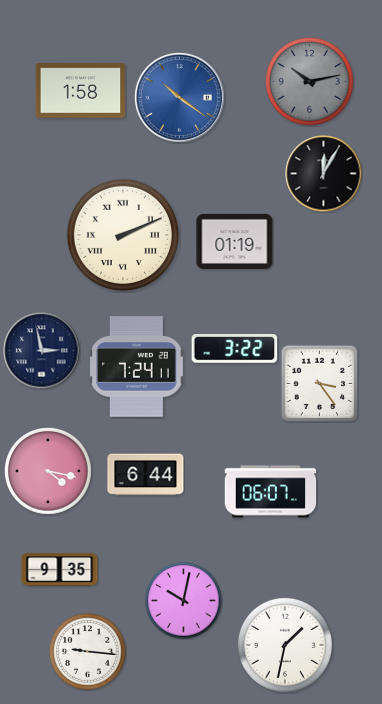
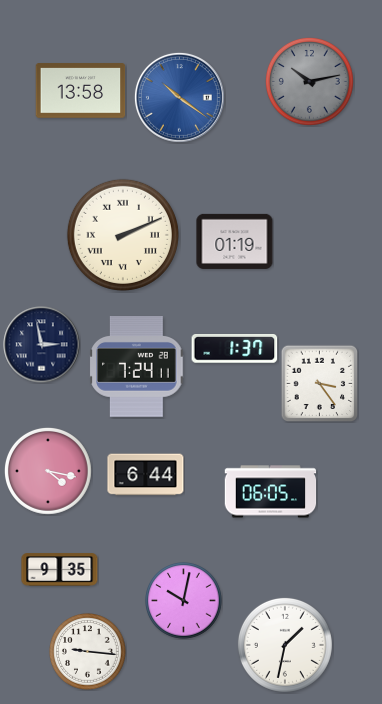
clock at (81, 91): 1:58 -> 13:58
clock at (324, 174): 12:05 -> none
clock at (235, 349): 3:22 -> 1:37
clock at (42, 351) position: (42, 351) -> (42, 345)
clock at (271, 492): 06:07 -> 06:05
